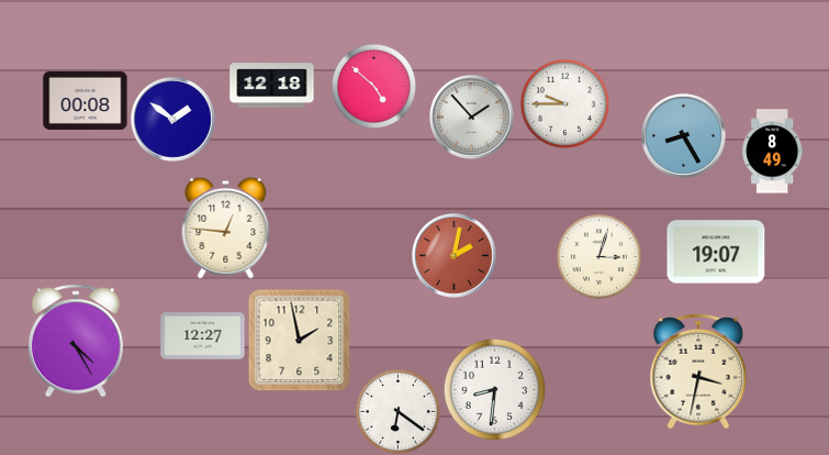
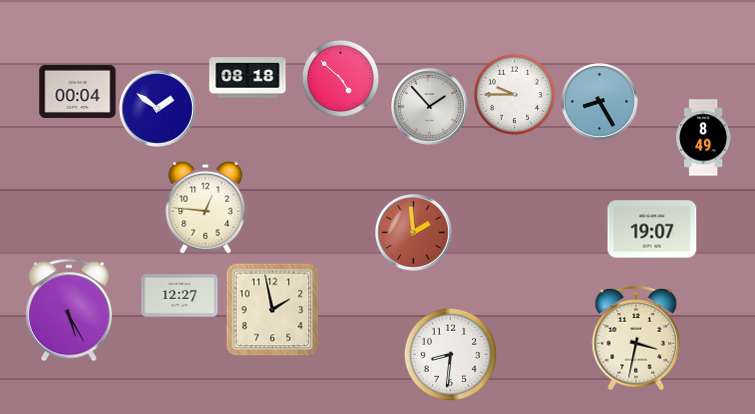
clock at (272, 86): 12:18 -> 08:18
clock at (86, 100): 00:08 -> 00:04
clock at (684, 136) position: (684, 136) -> (600, 102)
clock at (455, 256): 2:02 -> 1:59
clock at (598, 256): 3:03 -> none
clock at (203, 336) position: (203, 336) -> (180, 296)
clock at (76, 341): 4:25 -> 5:25
clock at (397, 411): 6:21 -> none
